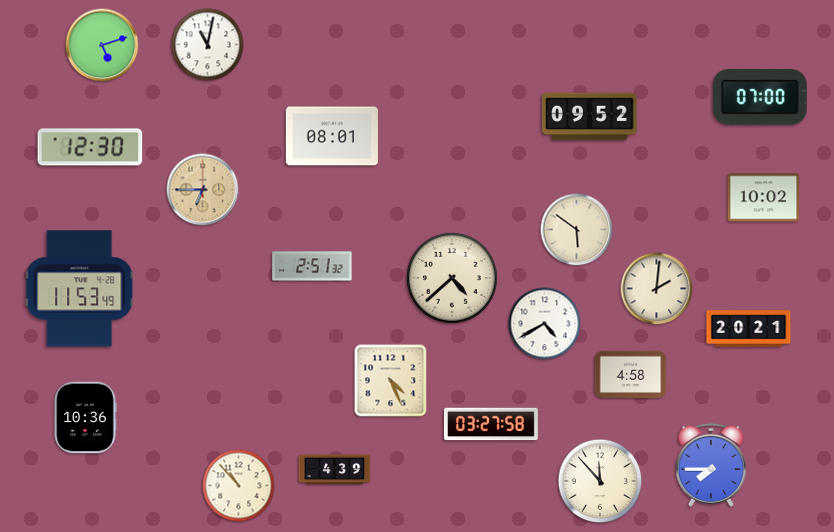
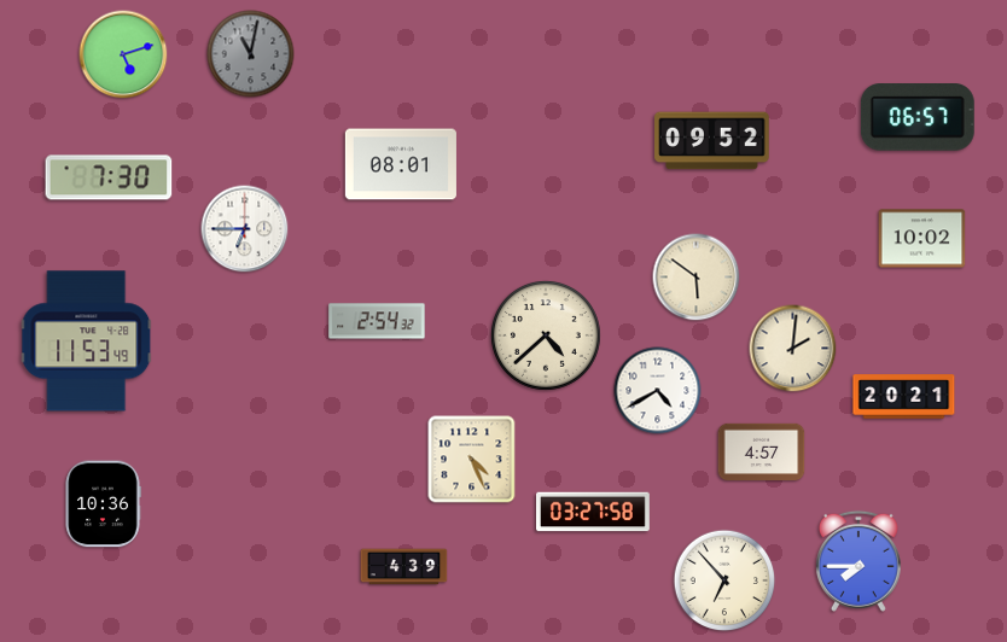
clock at (208, 45) dial: white -> grey
clock at (760, 98): 07:00 -> 06:57
clock at (90, 147): 12:30 -> 7:30
clock at (203, 190) dial: champagne -> white
clock at (312, 266): 2:51 -> 2:54
clock at (80, 289) position: (80, 289) -> (87, 342)
clock at (631, 375): 4:58 -> 4:57
clock at (600, 481): 11:53 -> 6:53
clock at (239, 486): 10:53 -> none
